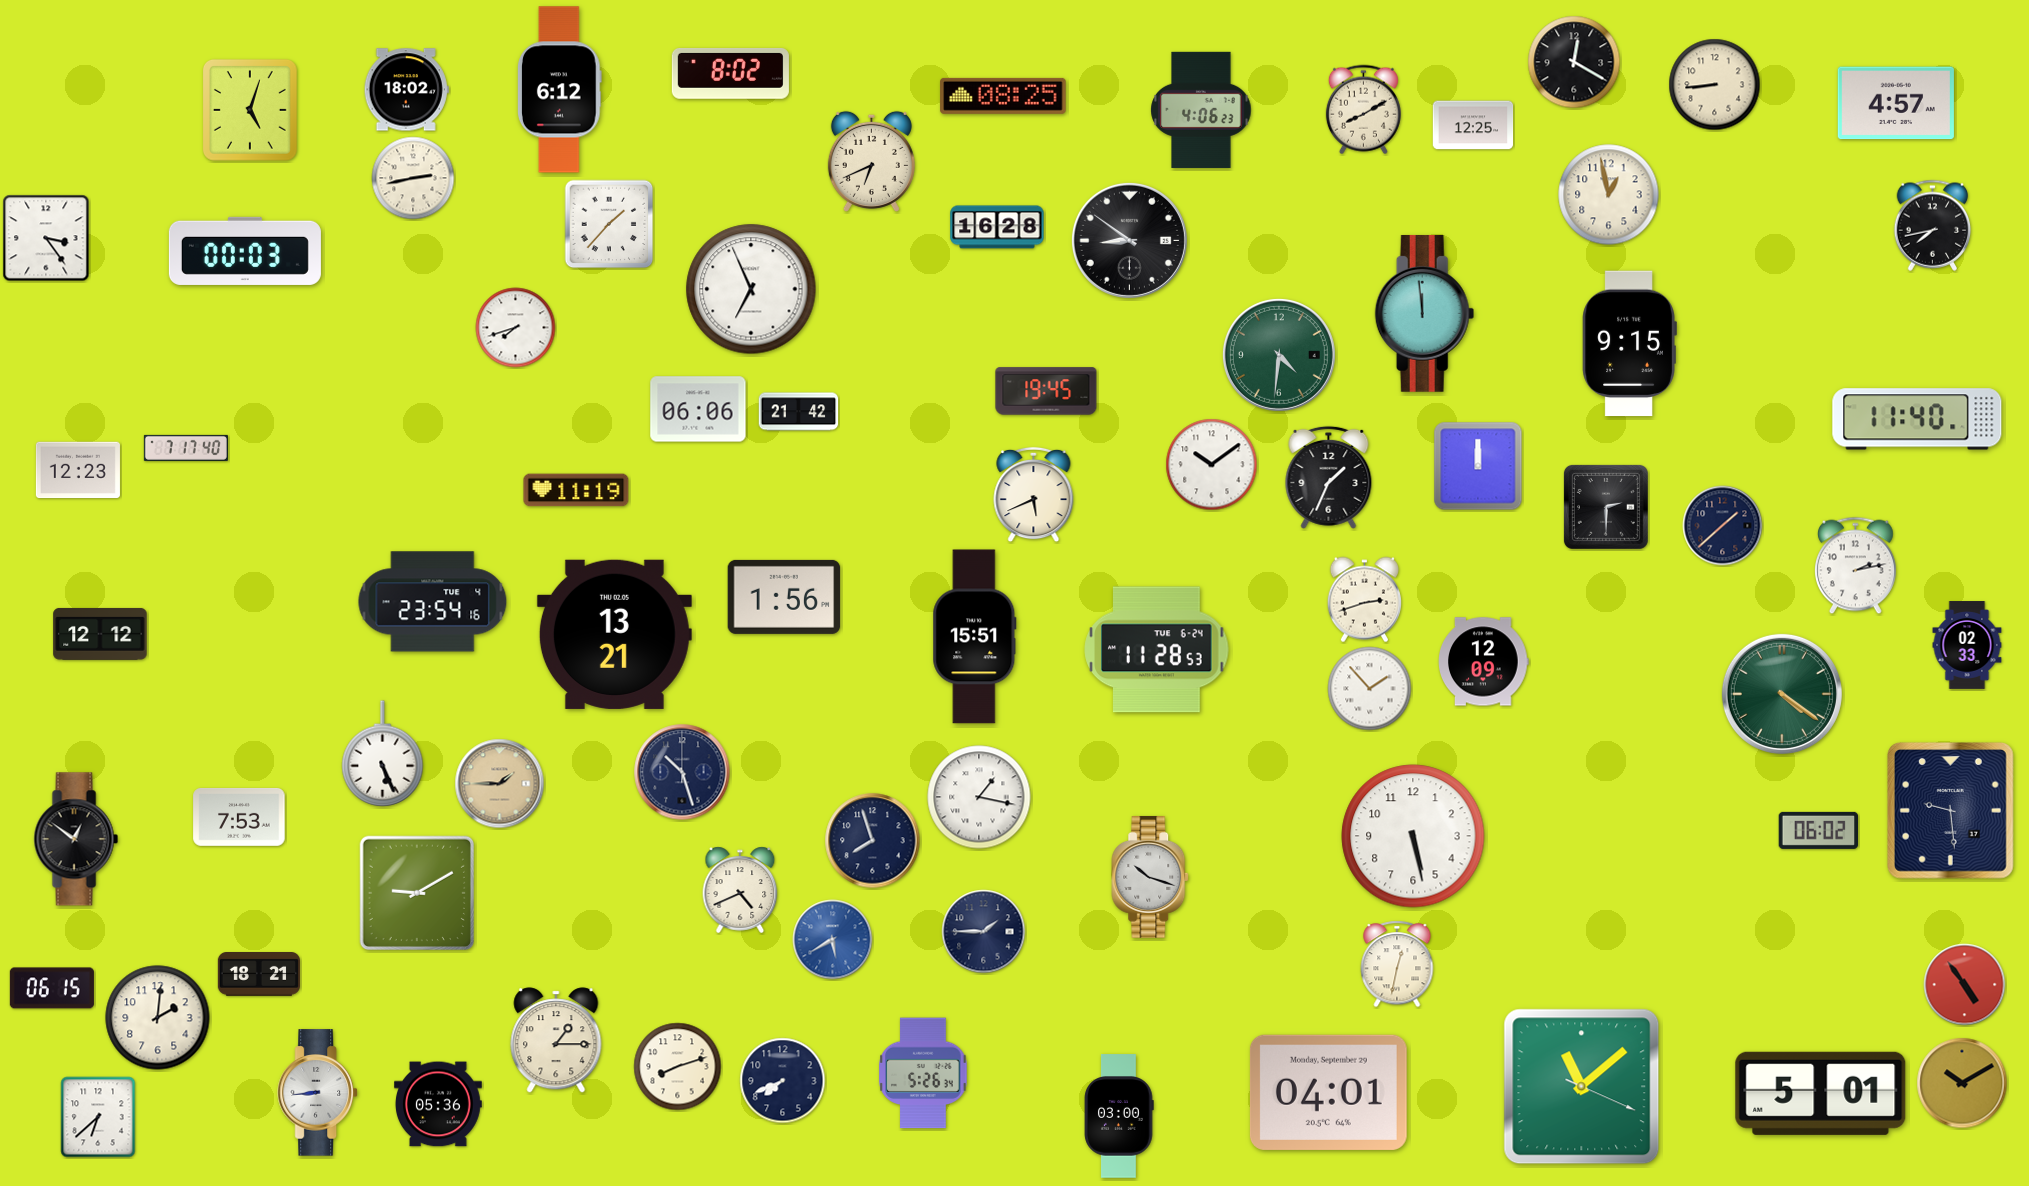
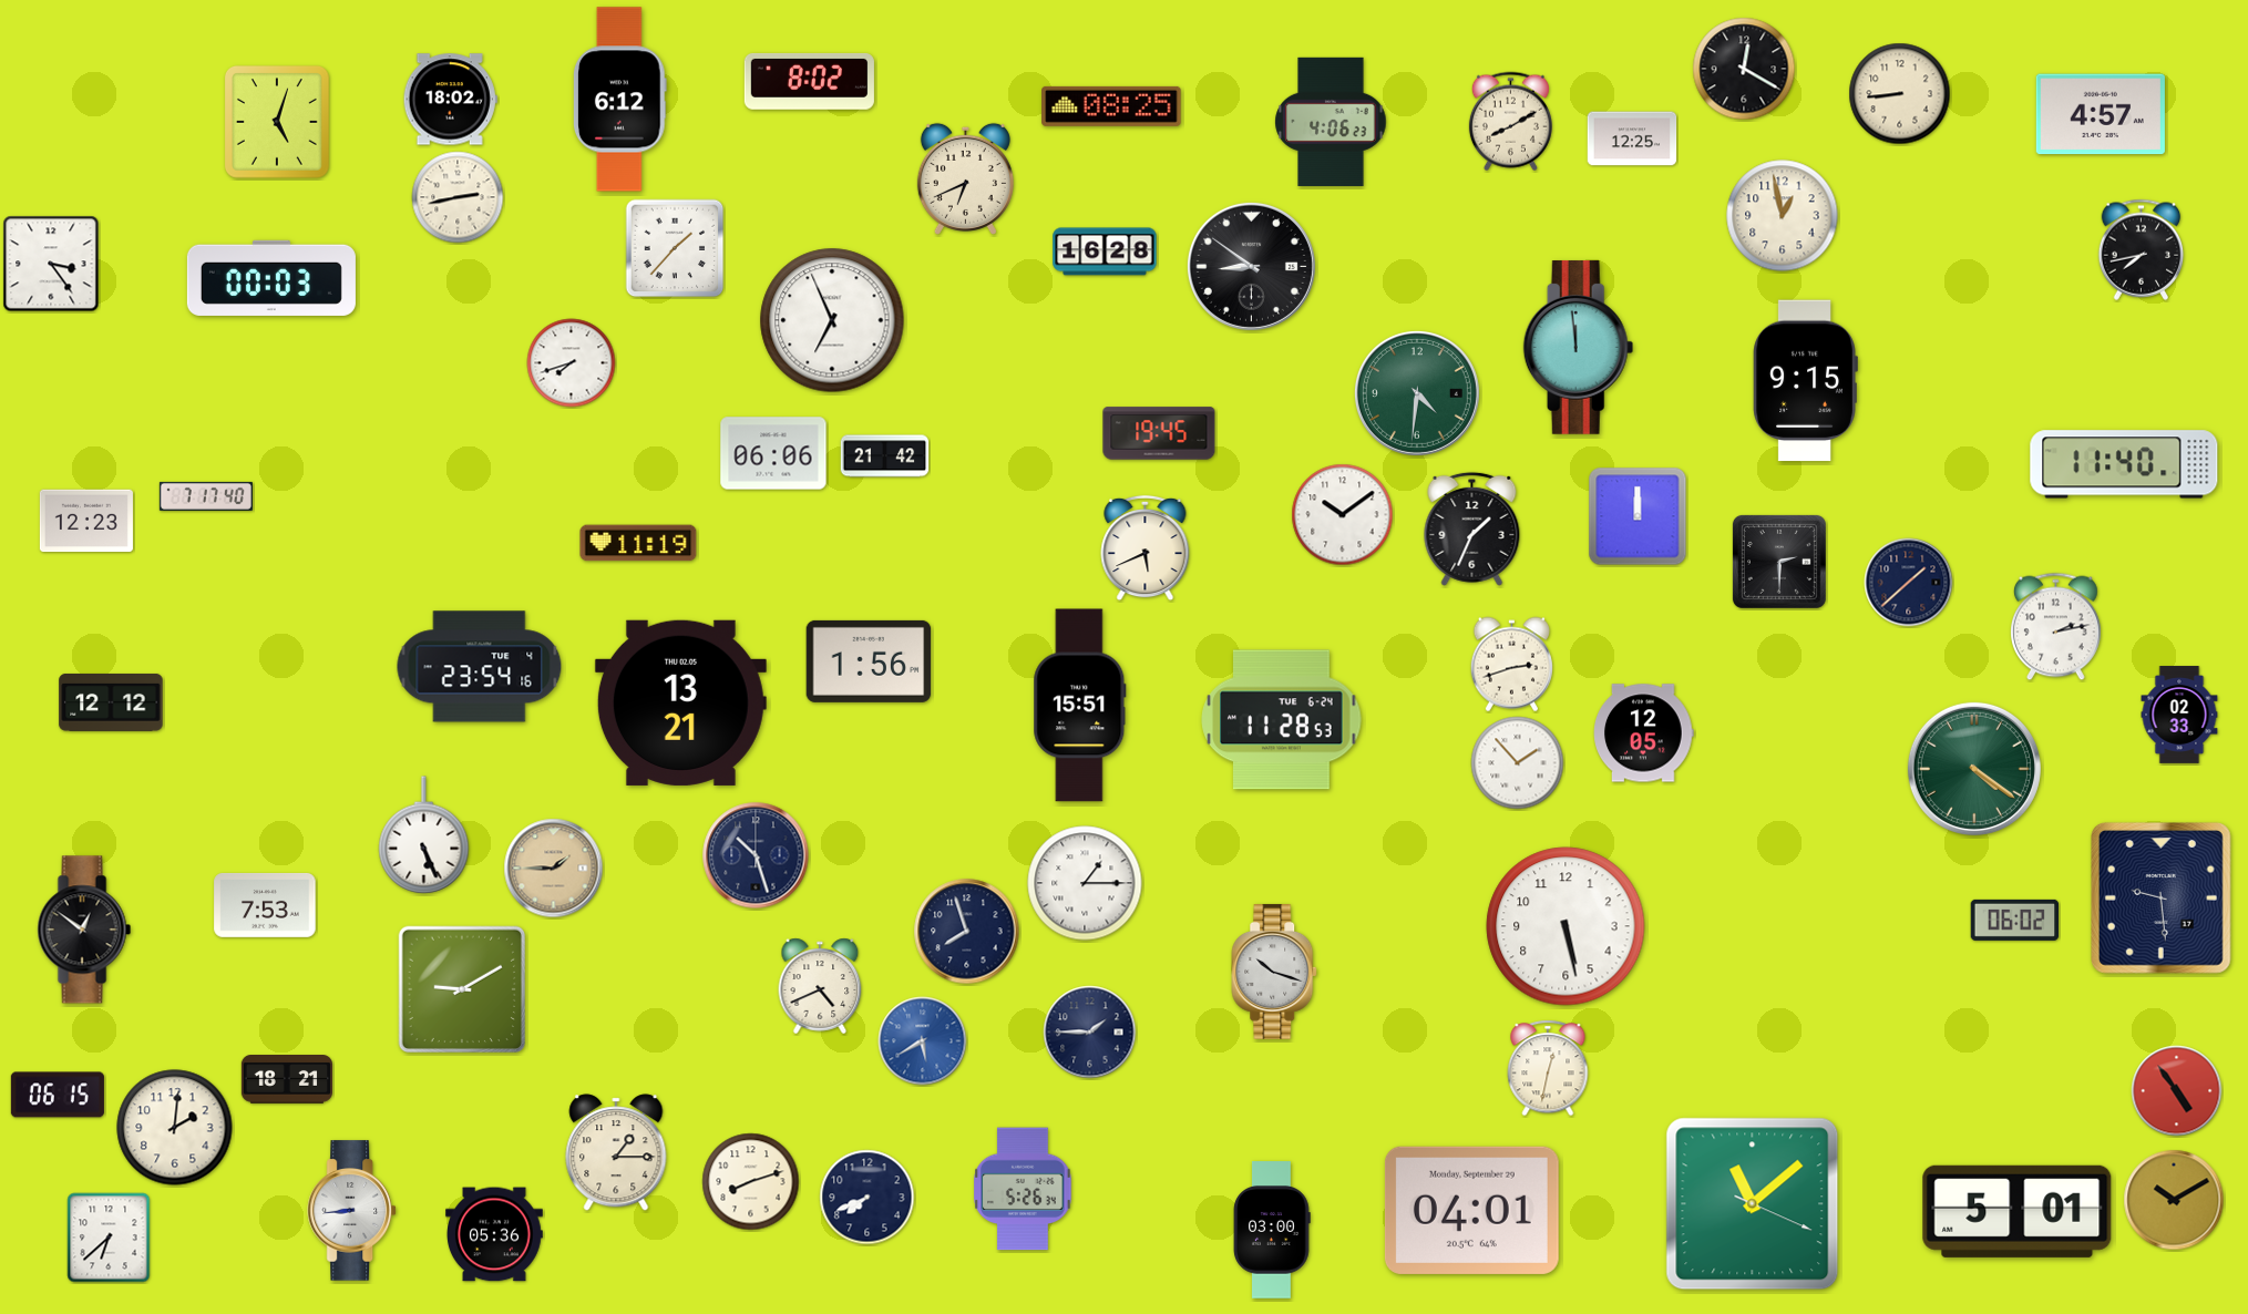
clock at (1484, 662): 12:09 -> 12:05
clock at (979, 797): 1:17 -> 1:15
clock at (439, 1104) position: (439, 1104) -> (495, 1234)
clock at (1119, 1116) position: (1119, 1116) -> (1272, 1230)
